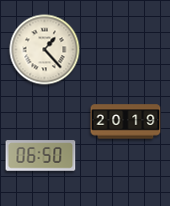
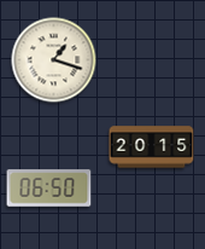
clock at (45, 50): 1:23 -> 1:18
clock at (126, 122): 20:19 -> 20:15
